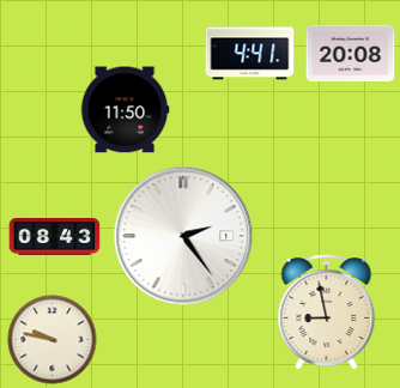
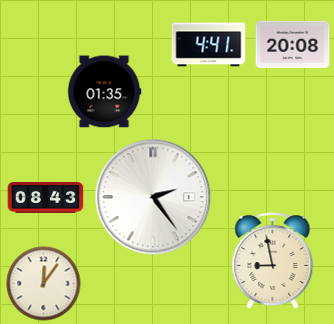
clock at (125, 110): 11:50 -> 01:35
clock at (53, 340): 9:47 -> 12:06
